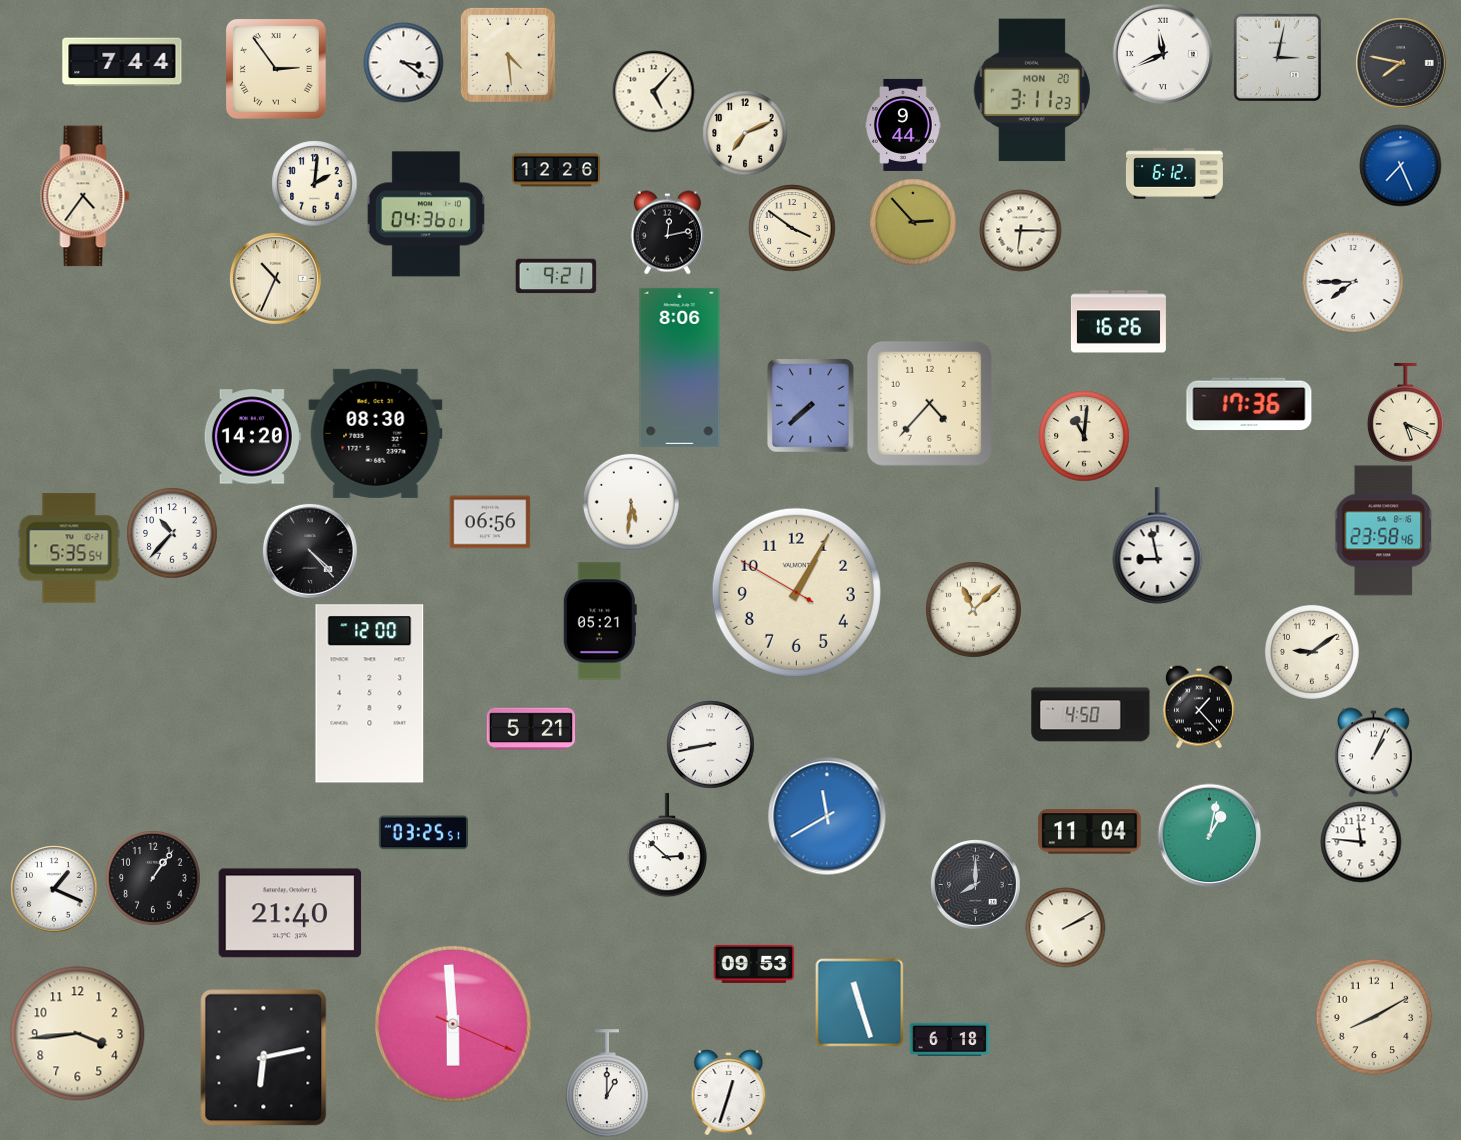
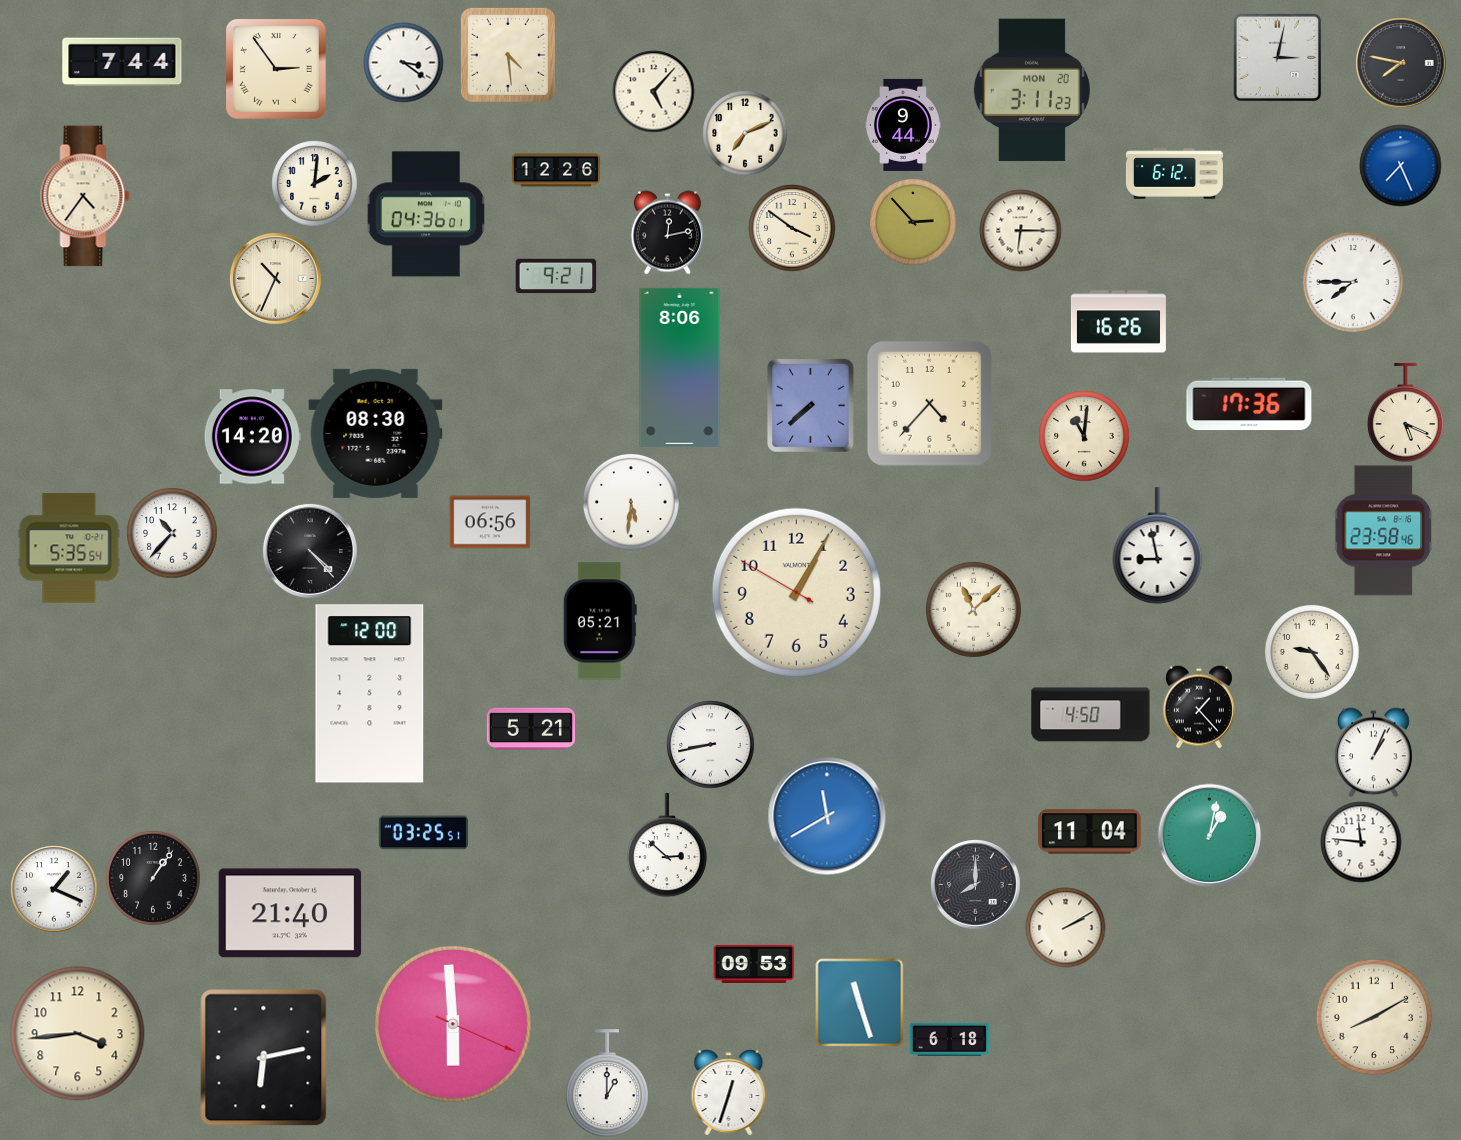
clock at (1163, 54): 11:41 -> none
clock at (1312, 652): 9:09 -> 9:24
